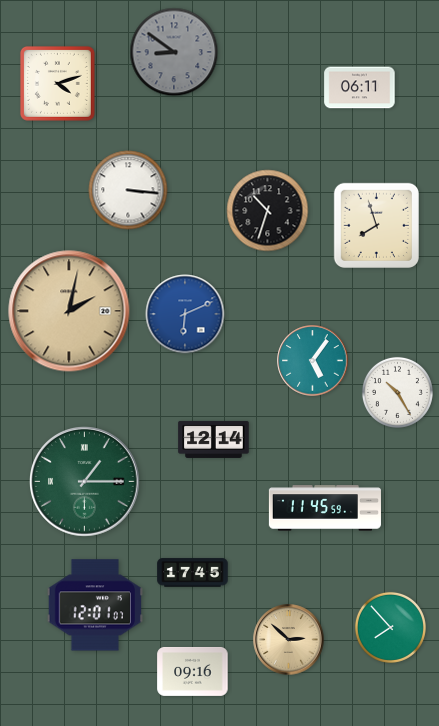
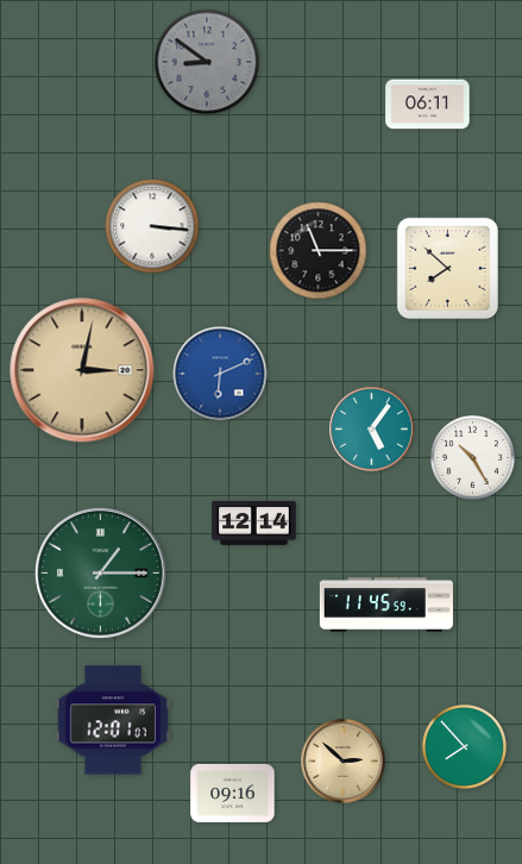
clock at (57, 83): 4:12 -> none
clock at (268, 211): 10:33 -> 11:15
clock at (376, 225): 7:57 -> 7:52
clock at (69, 311): 2:02 -> 3:02
clock at (397, 392) position: (397, 392) -> (472, 457)
clock at (193, 573): 17:45 -> none
clock at (193, 671) position: (193, 671) -> (233, 793)
